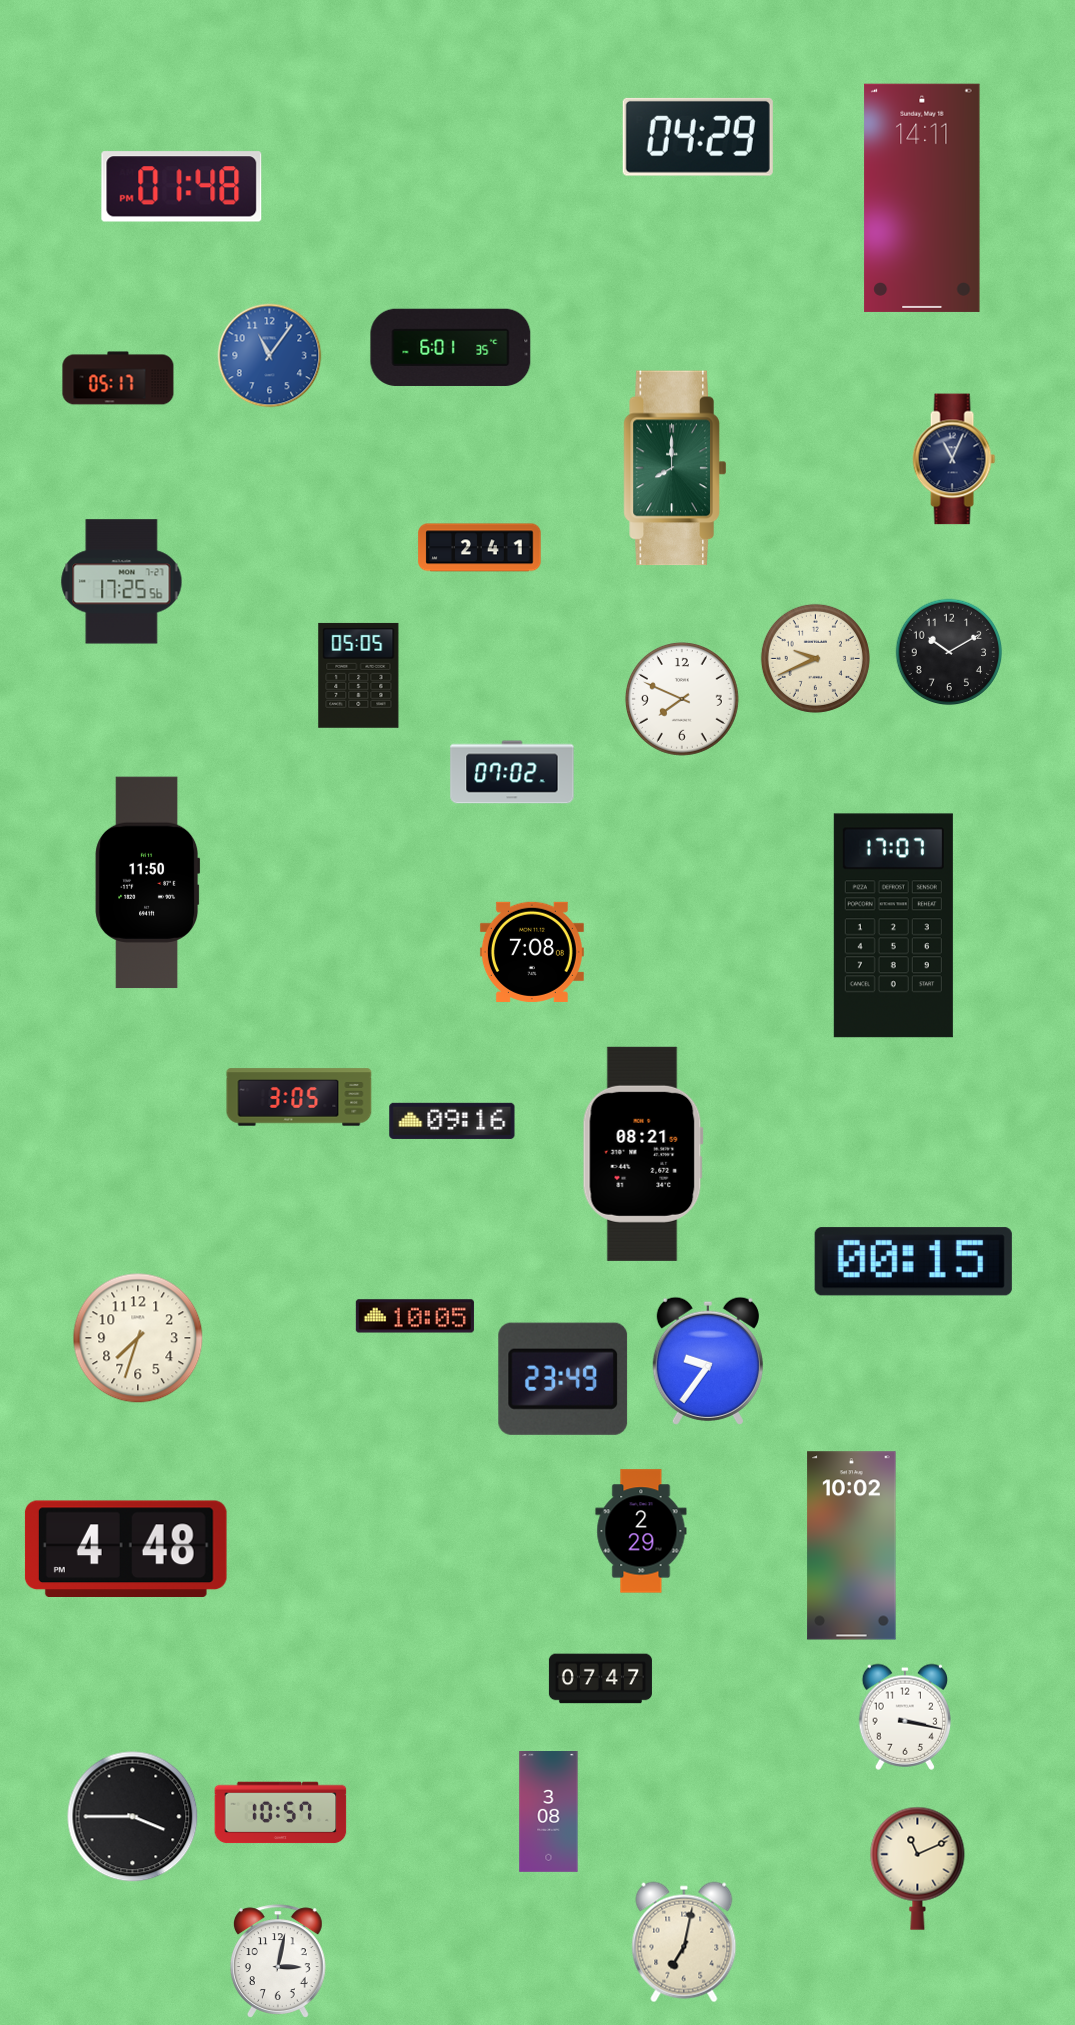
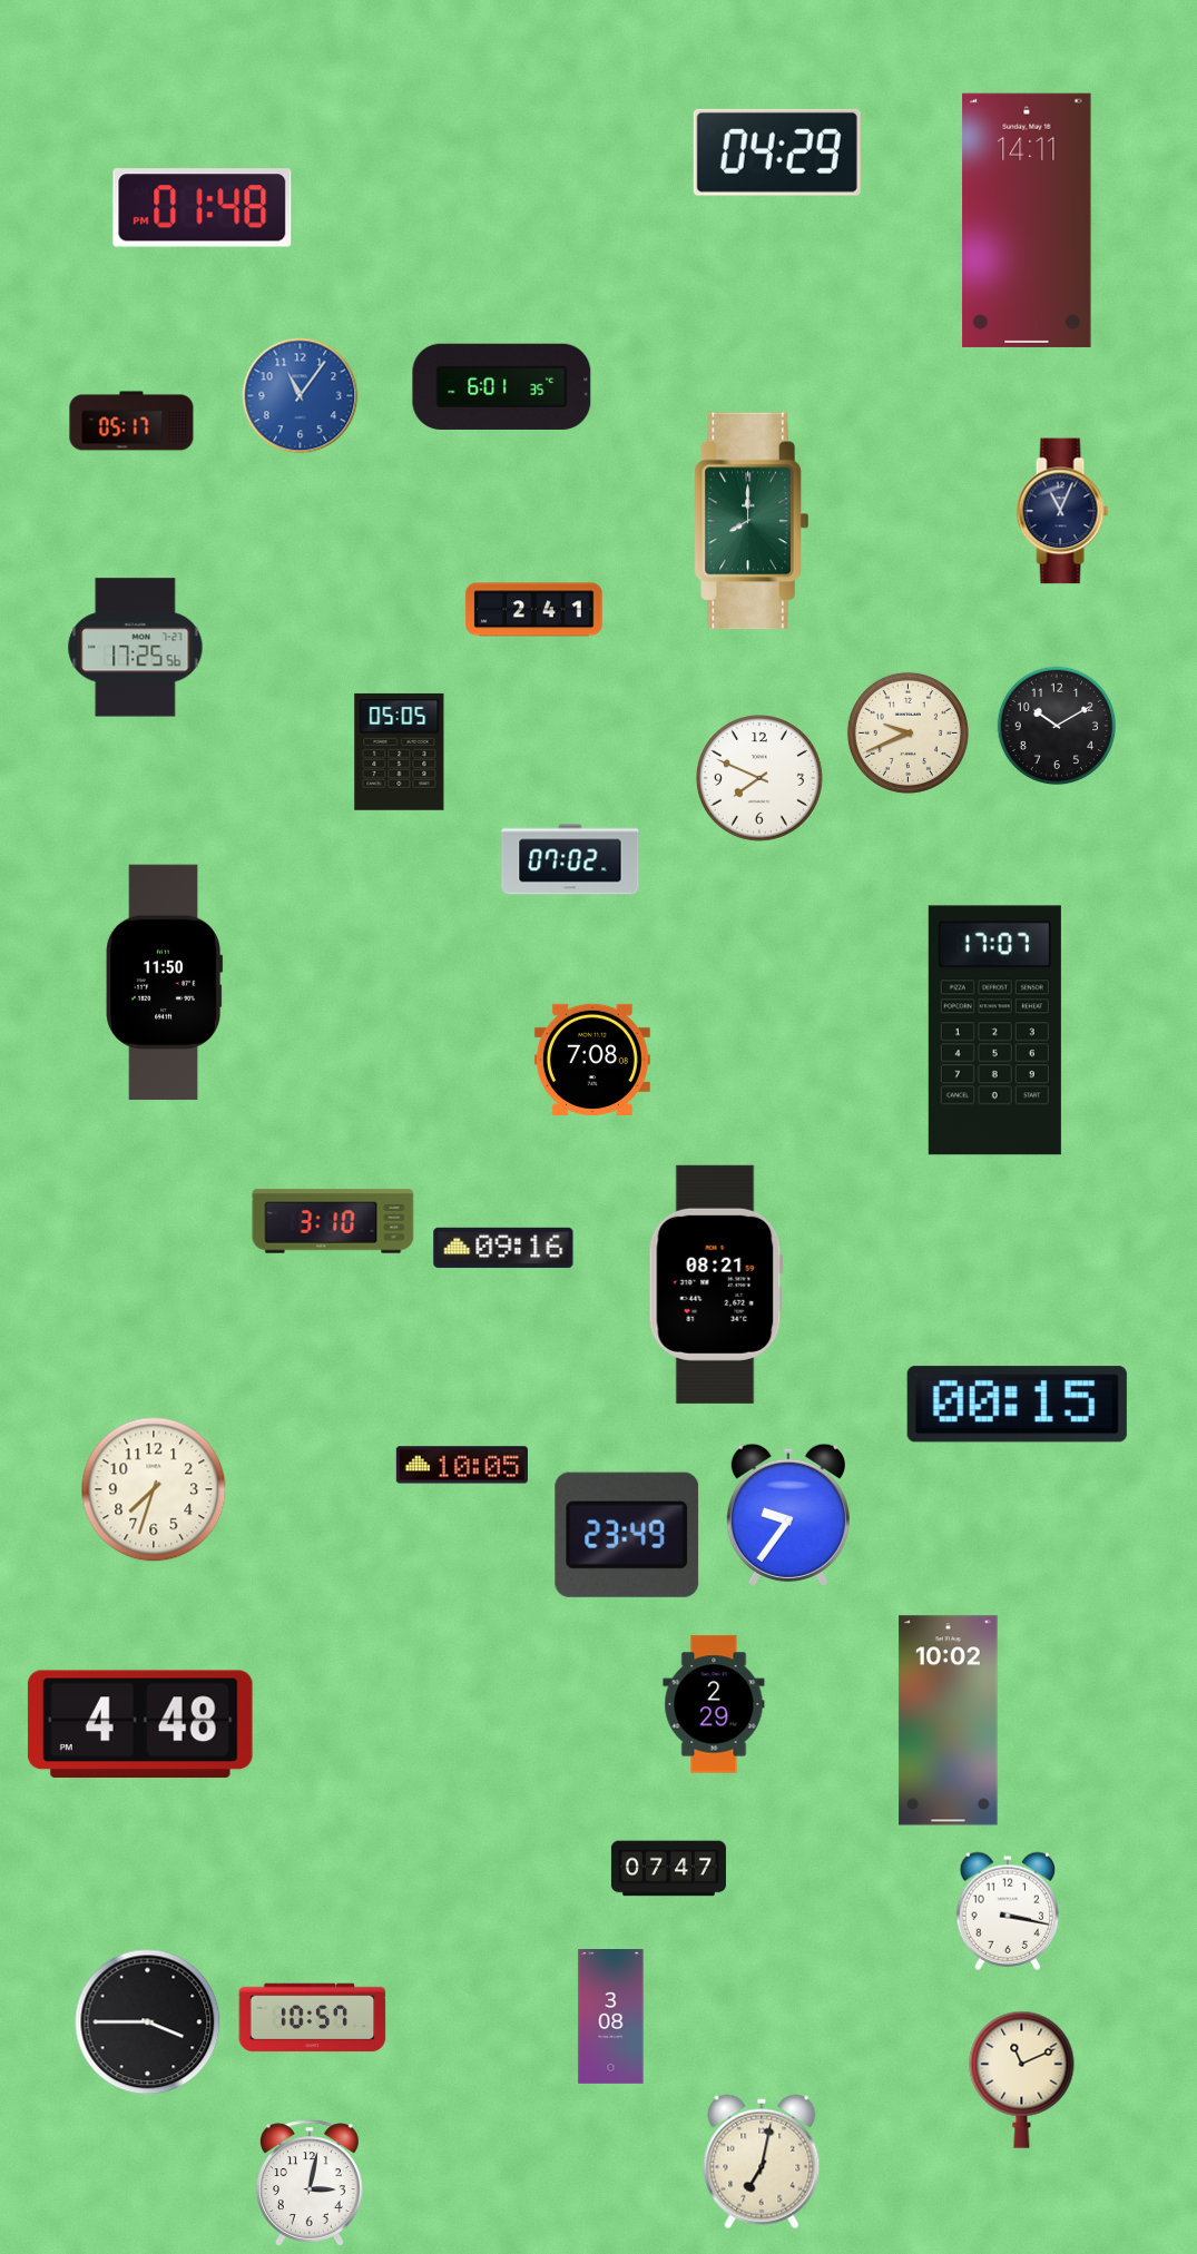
clock at (299, 1097): 3:05 -> 3:10
